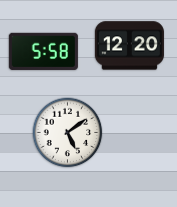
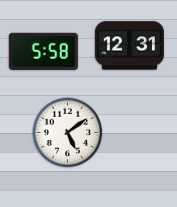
clock at (129, 46): 12:20 -> 12:31
